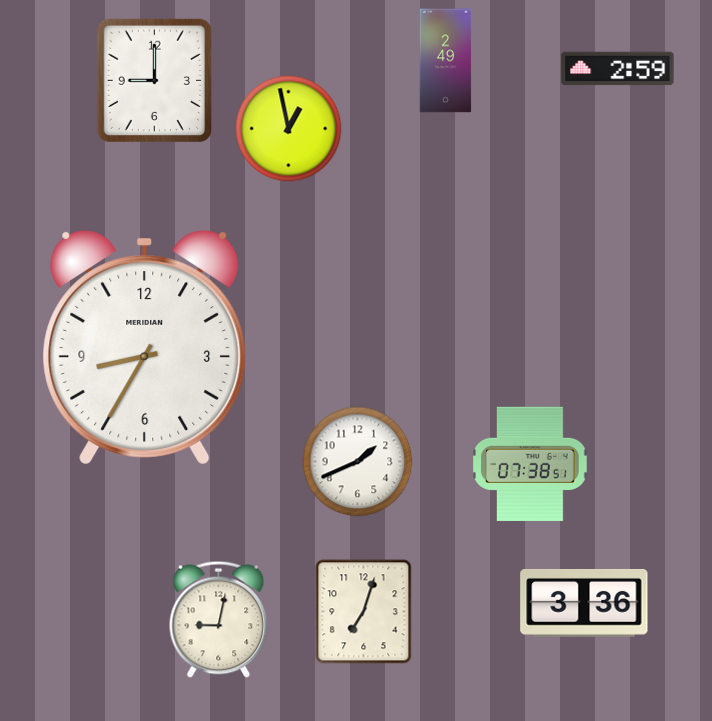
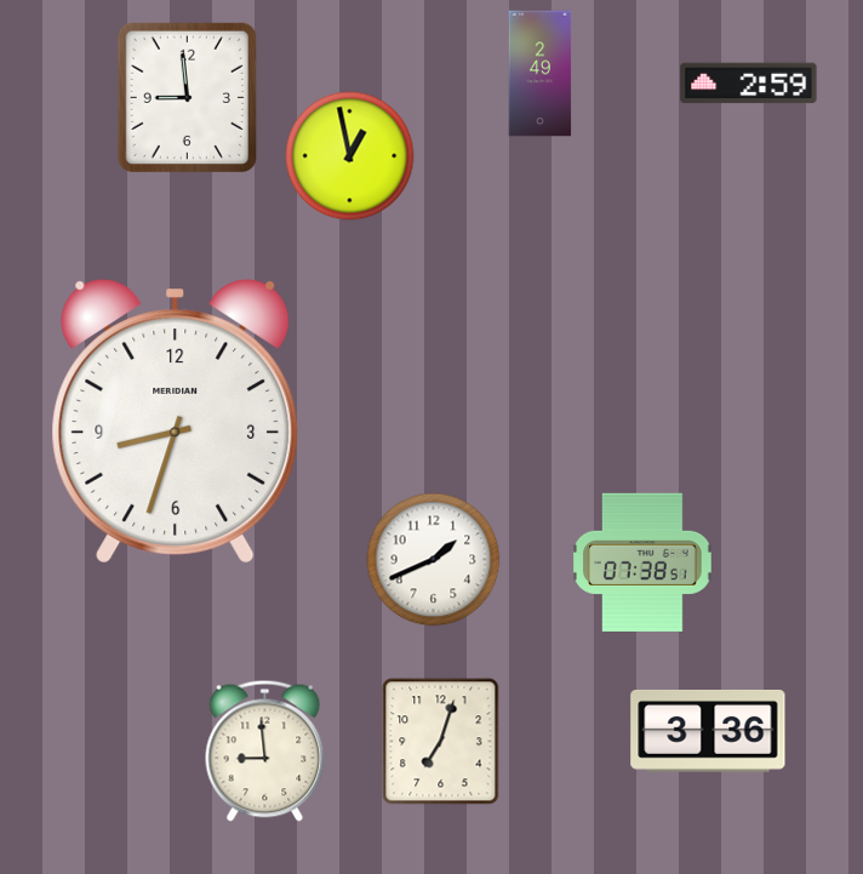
clock at (154, 80): 9:00 -> 8:59
clock at (145, 348): 8:35 -> 8:33
clock at (219, 619): 9:02 -> 8:59
